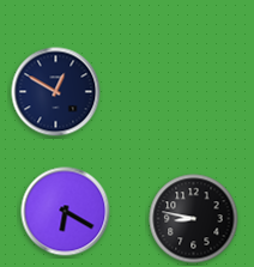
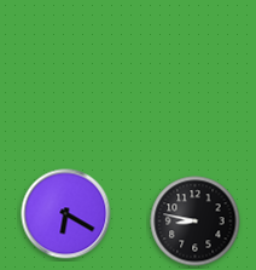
clock at (56, 92): 12:50 -> none
